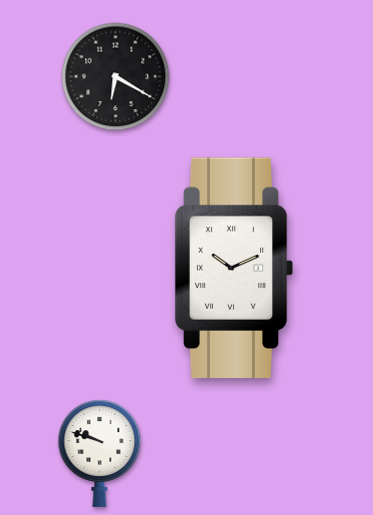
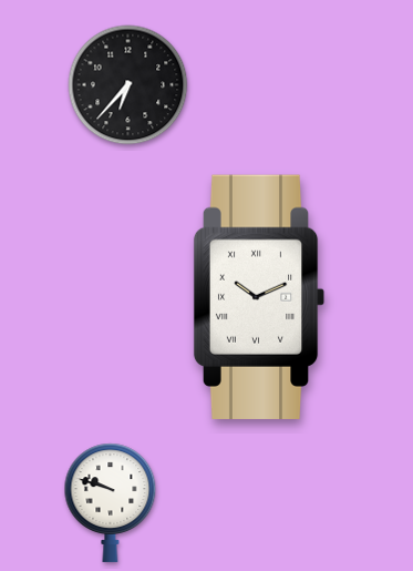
clock at (116, 77): 6:20 -> 6:37
